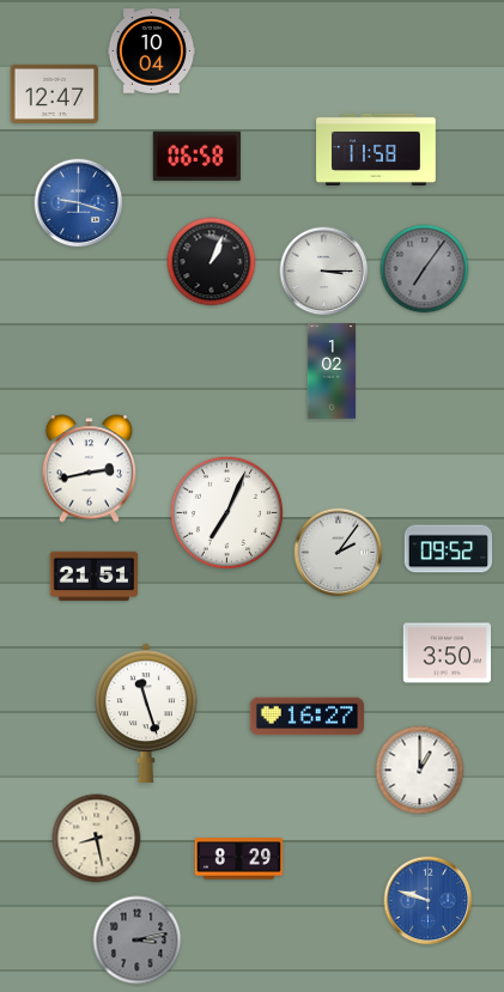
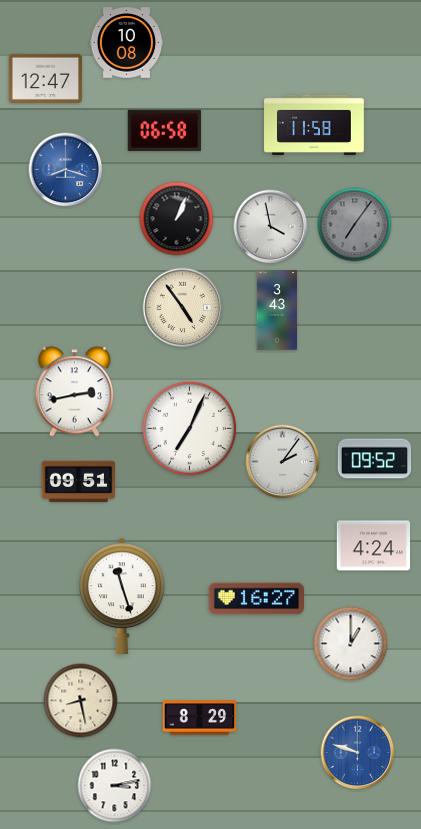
clock at (152, 51): 10:04 -> 10:08
clock at (79, 203): 9:18 -> 8:18
clock at (324, 272): 3:15 -> 3:58
clock at (183, 308): none -> 4:54
clock at (330, 371): 1:02 -> 3:43
clock at (95, 577): 21:51 -> 09:51
clock at (448, 653): 3:50 -> 4:24
clock at (138, 941) dial: grey -> white
